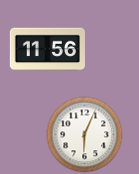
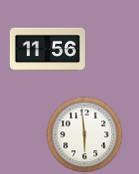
clock at (85, 135): 6:04 -> 5:59
